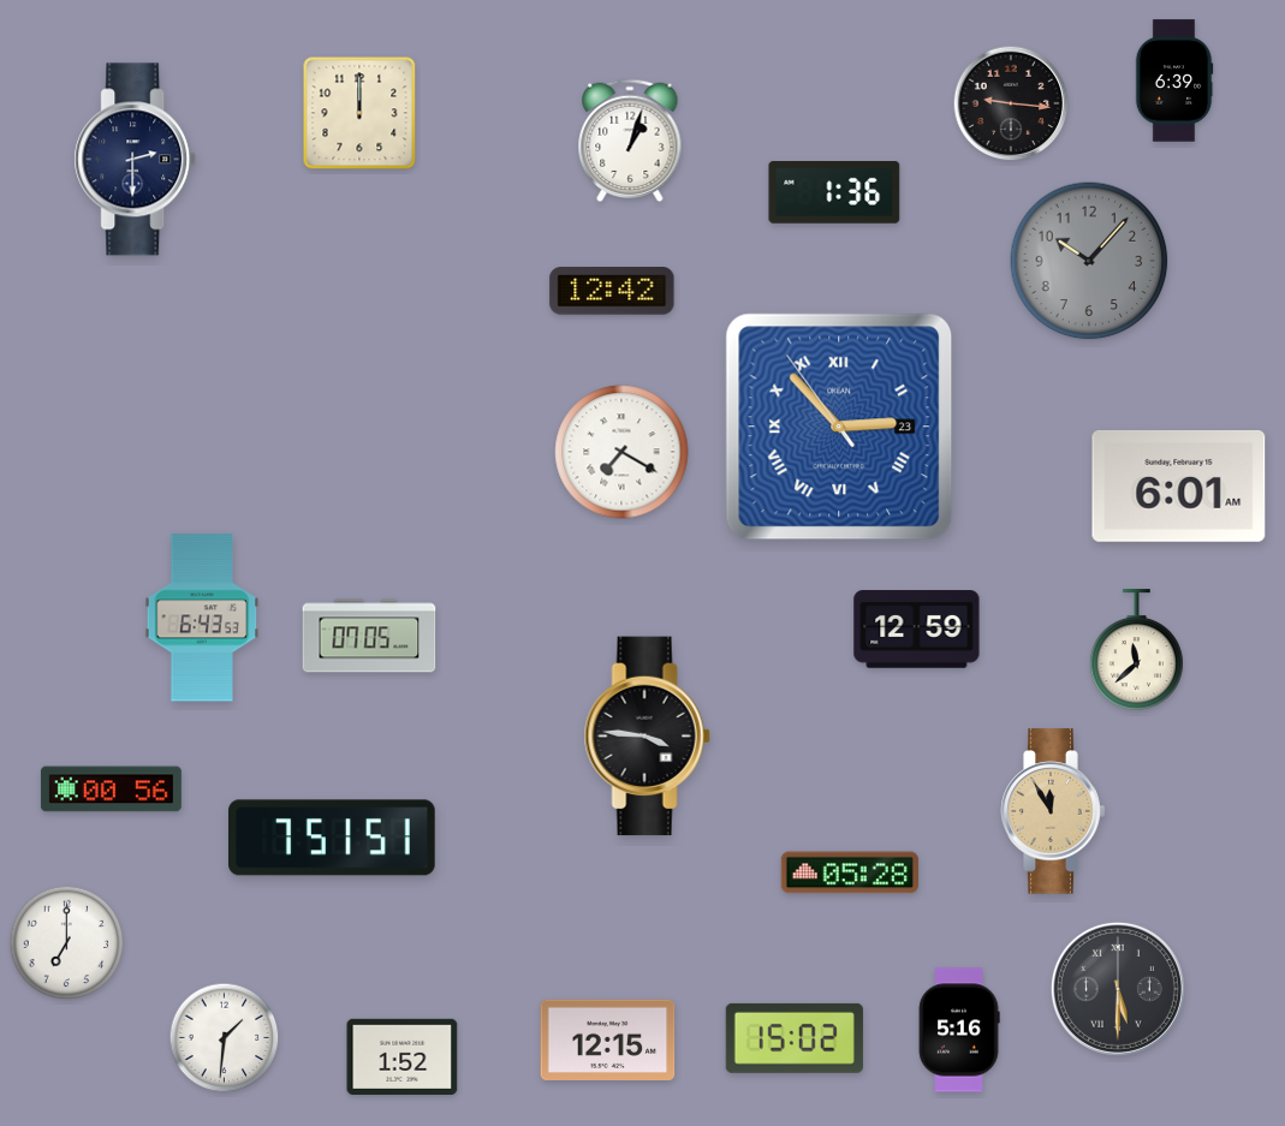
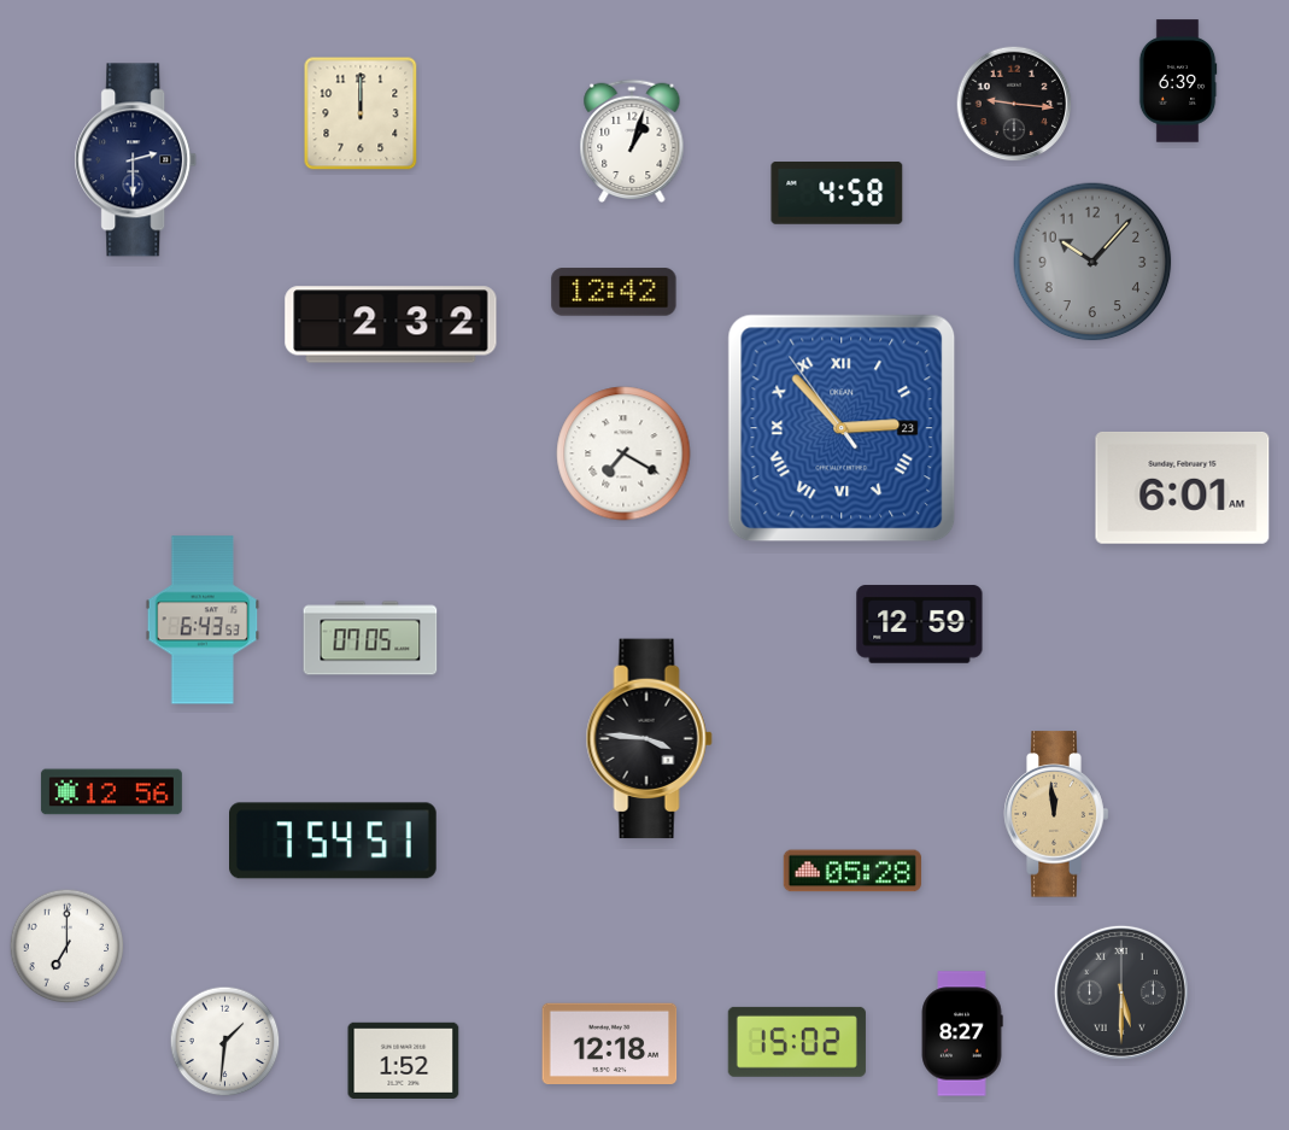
clock at (834, 193): 1:36 -> 4:58
clock at (391, 324): none -> 2:32
clock at (917, 630) position: (917, 630) -> (920, 625)
clock at (1136, 649): 11:38 -> none
clock at (111, 790): 00:56 -> 12:56
clock at (1053, 811): 11:55 -> 11:59
clock at (333, 838): 7:51 -> 7:54
clock at (850, 872) position: (850, 872) -> (853, 871)
clock at (959, 1030): 5:16 -> 8:27
clock at (608, 1039): 12:15 -> 12:18
